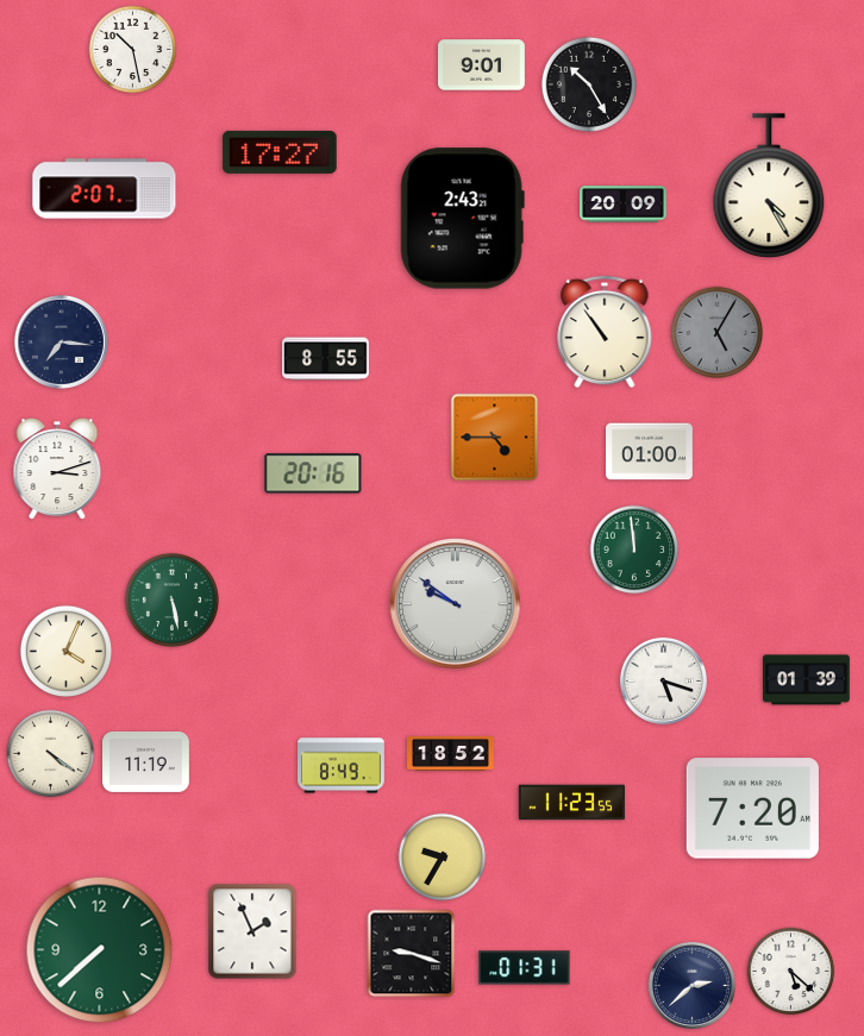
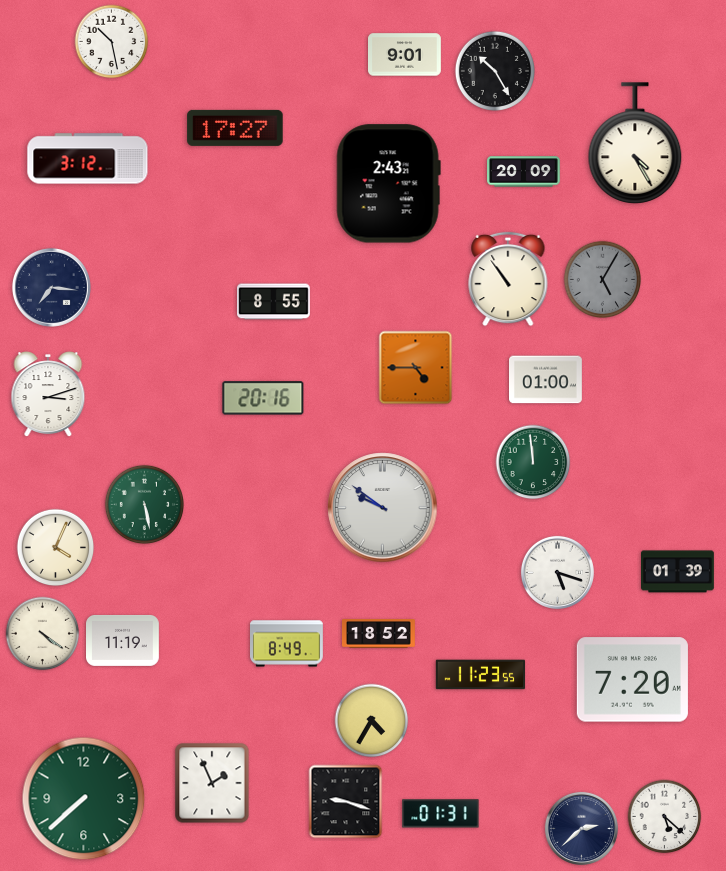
clock at (769, 186) position: (769, 186) -> (635, 143)
clock at (105, 189): 2:07 -> 3:12
clock at (443, 858): 9:35 -> 4:35
